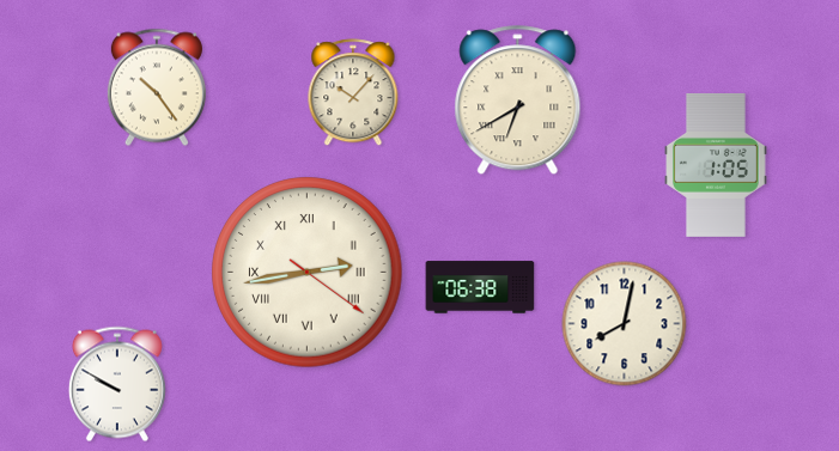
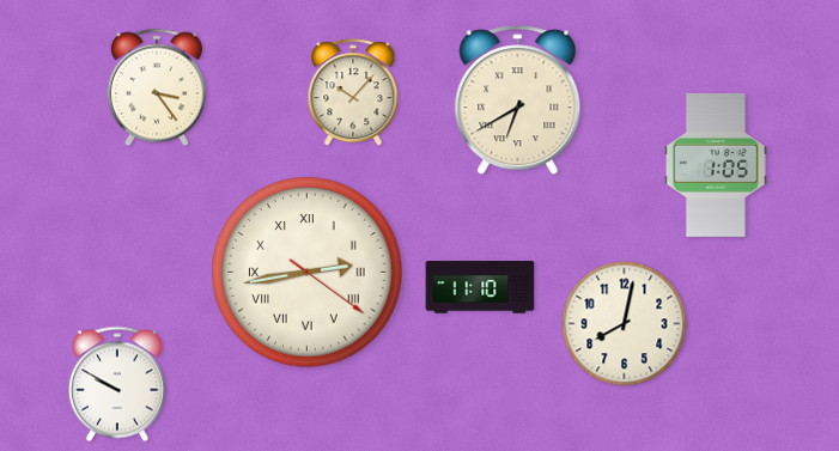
clock at (157, 87): 10:24 -> 3:24
clock at (480, 287): 06:38 -> 11:10
